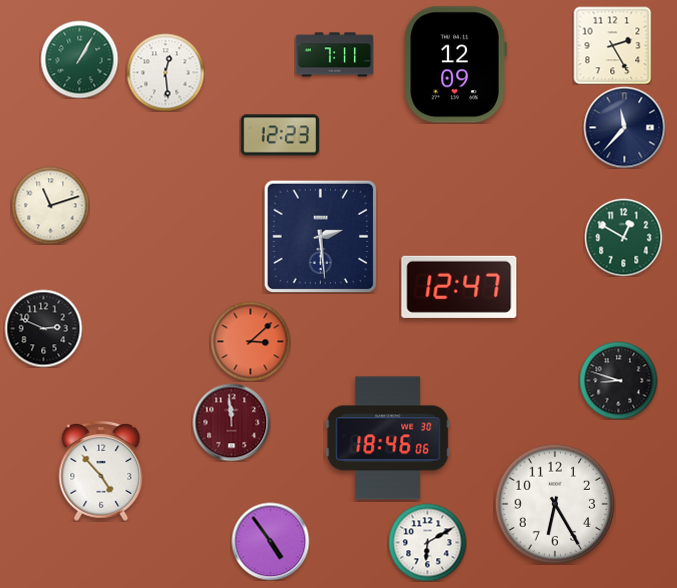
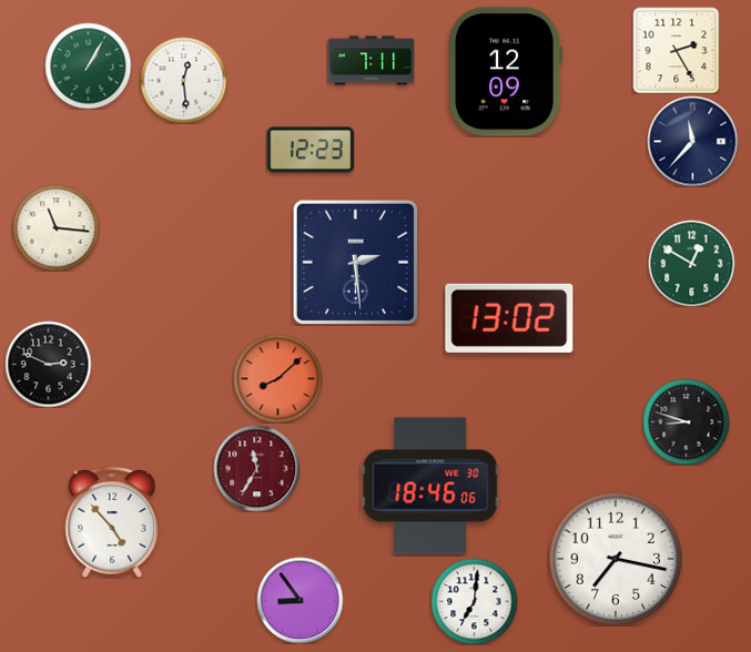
clock at (612, 45) position: (612, 45) -> (676, 50)
clock at (50, 205): 11:12 -> 11:16
clock at (459, 287): 12:47 -> 13:02
clock at (250, 341): 3:08 -> 8:08
clock at (231, 422): 11:59 -> 11:35
clock at (554, 503): 6:25 -> 7:17
clock at (270, 541): 4:54 -> 8:54
clock at (427, 542): 6:10 -> 7:01
